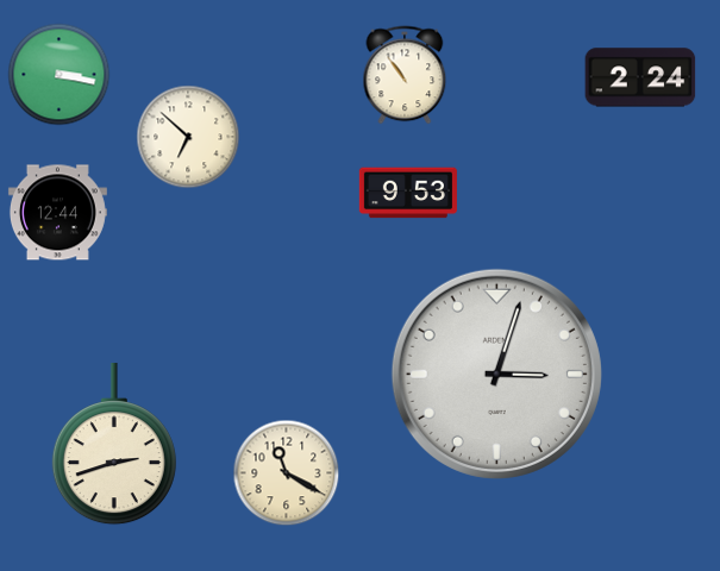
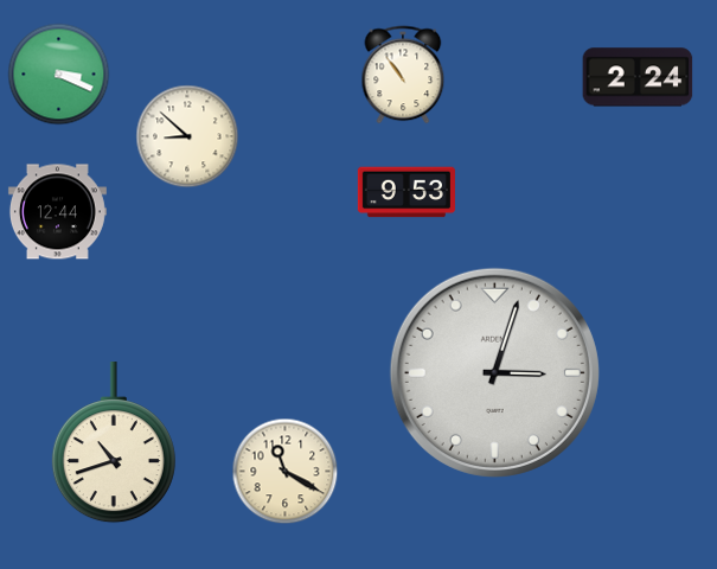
clock at (60, 75): 3:17 -> 3:19
clock at (188, 137): 6:52 -> 8:52
clock at (114, 445): 2:42 -> 10:42
